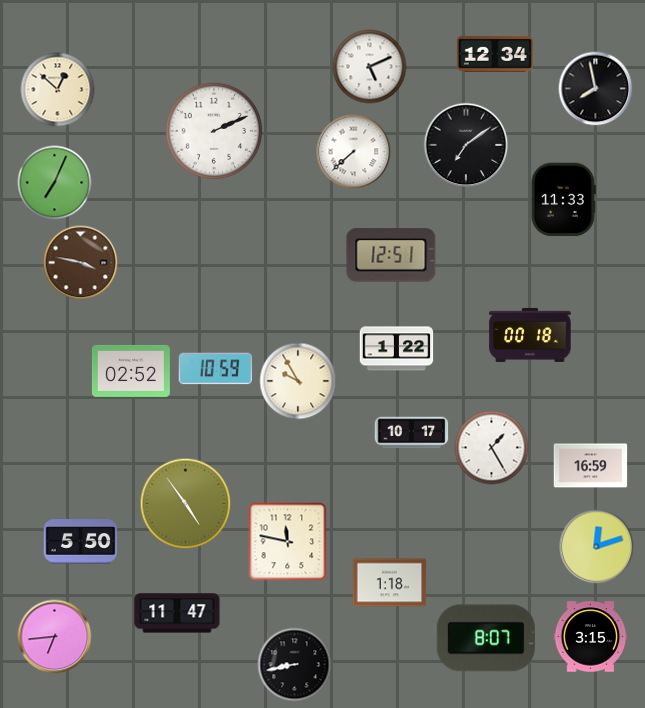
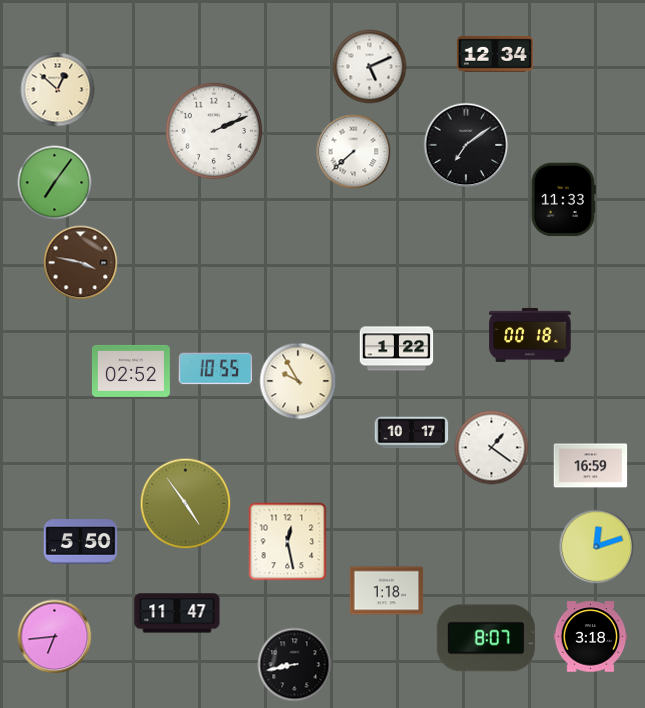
clock at (596, 89): 7:58 -> none
clock at (55, 183): 7:04 -> 7:06
clock at (391, 255): 12:51 -> none
clock at (216, 369): 10:59 -> 10:55
clock at (492, 448): 1:25 -> 1:21
clock at (288, 542): 11:47 -> 12:28
clock at (390, 583) position: (390, 583) -> (387, 591)
clock at (591, 637): 3:15 -> 3:18
